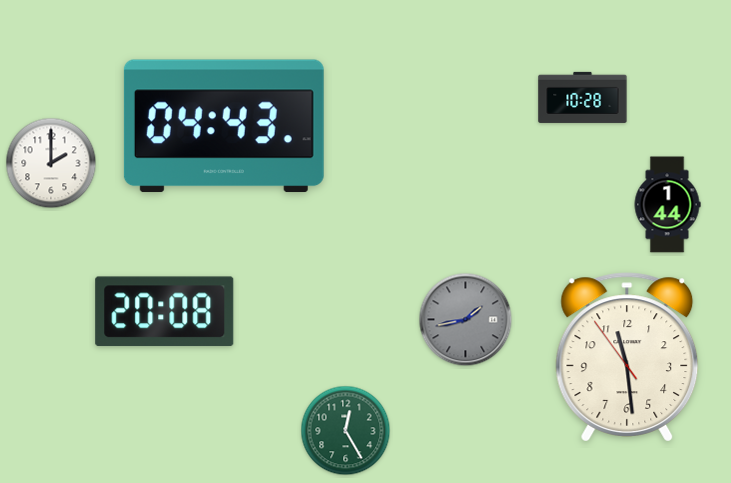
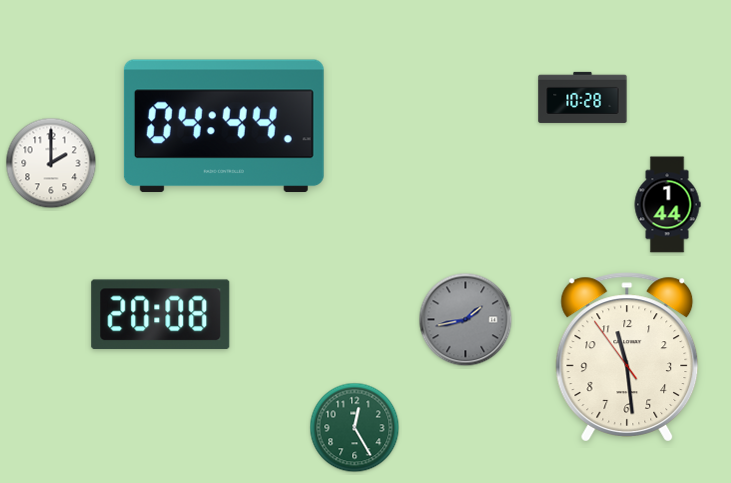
clock at (224, 126): 04:43 -> 04:44
clock at (165, 311) position: (165, 311) -> (161, 314)
clock at (346, 431) position: (346, 431) -> (355, 428)
